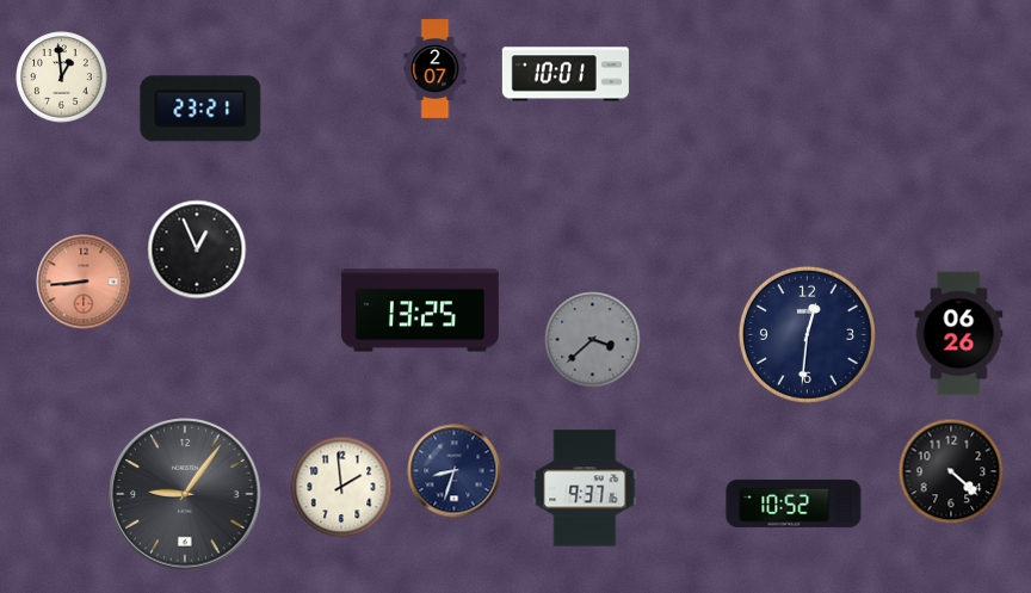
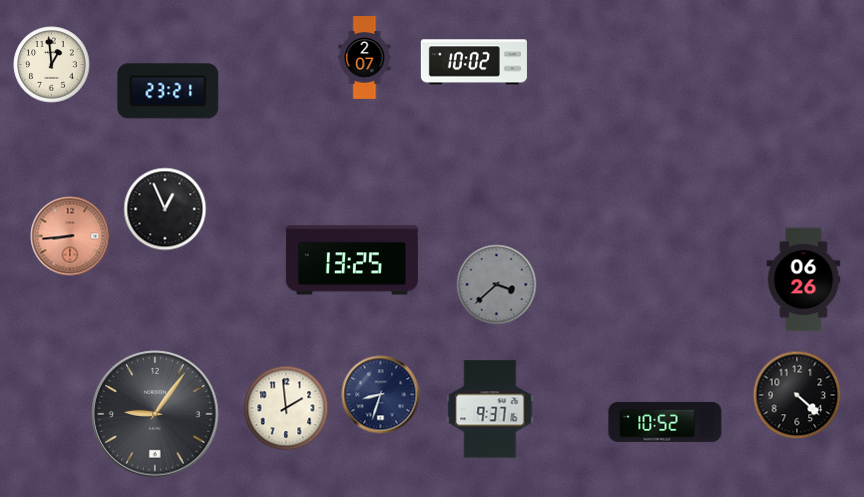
clock at (566, 74): 10:01 -> 10:02
clock at (807, 334): 12:31 -> none
